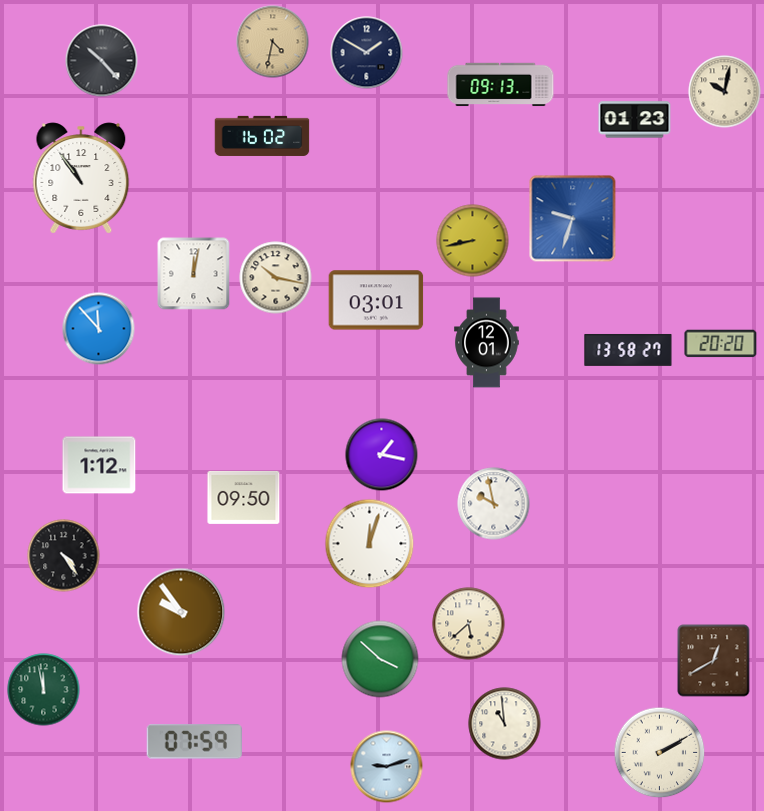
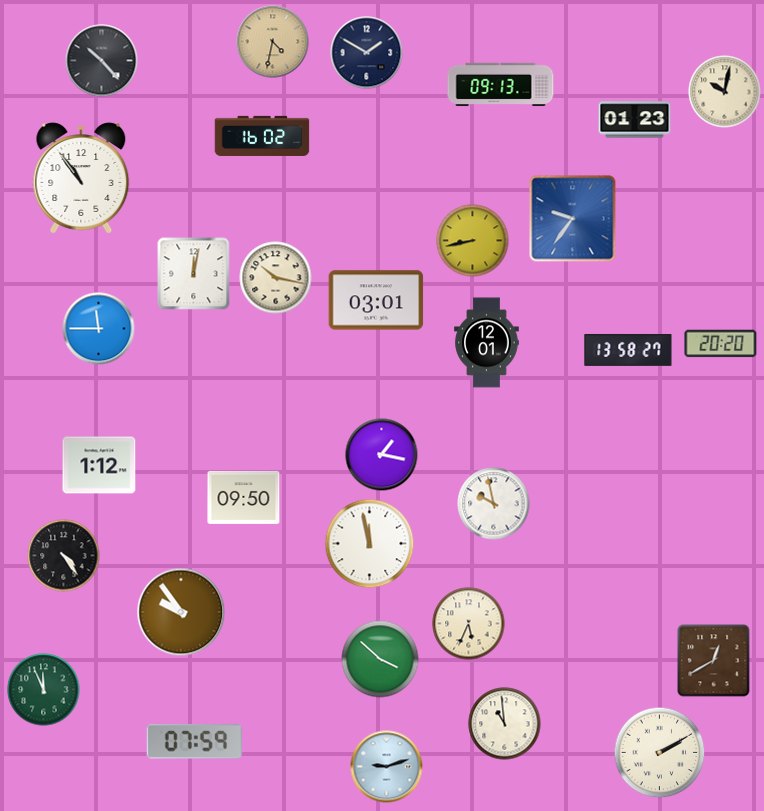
clock at (573, 219): 9:33 -> 9:36
clock at (99, 329): 11:53 -> 11:45
clock at (370, 544): 12:03 -> 11:58
clock at (469, 624): 5:38 -> 5:34
clock at (44, 690): 11:58 -> 11:56
